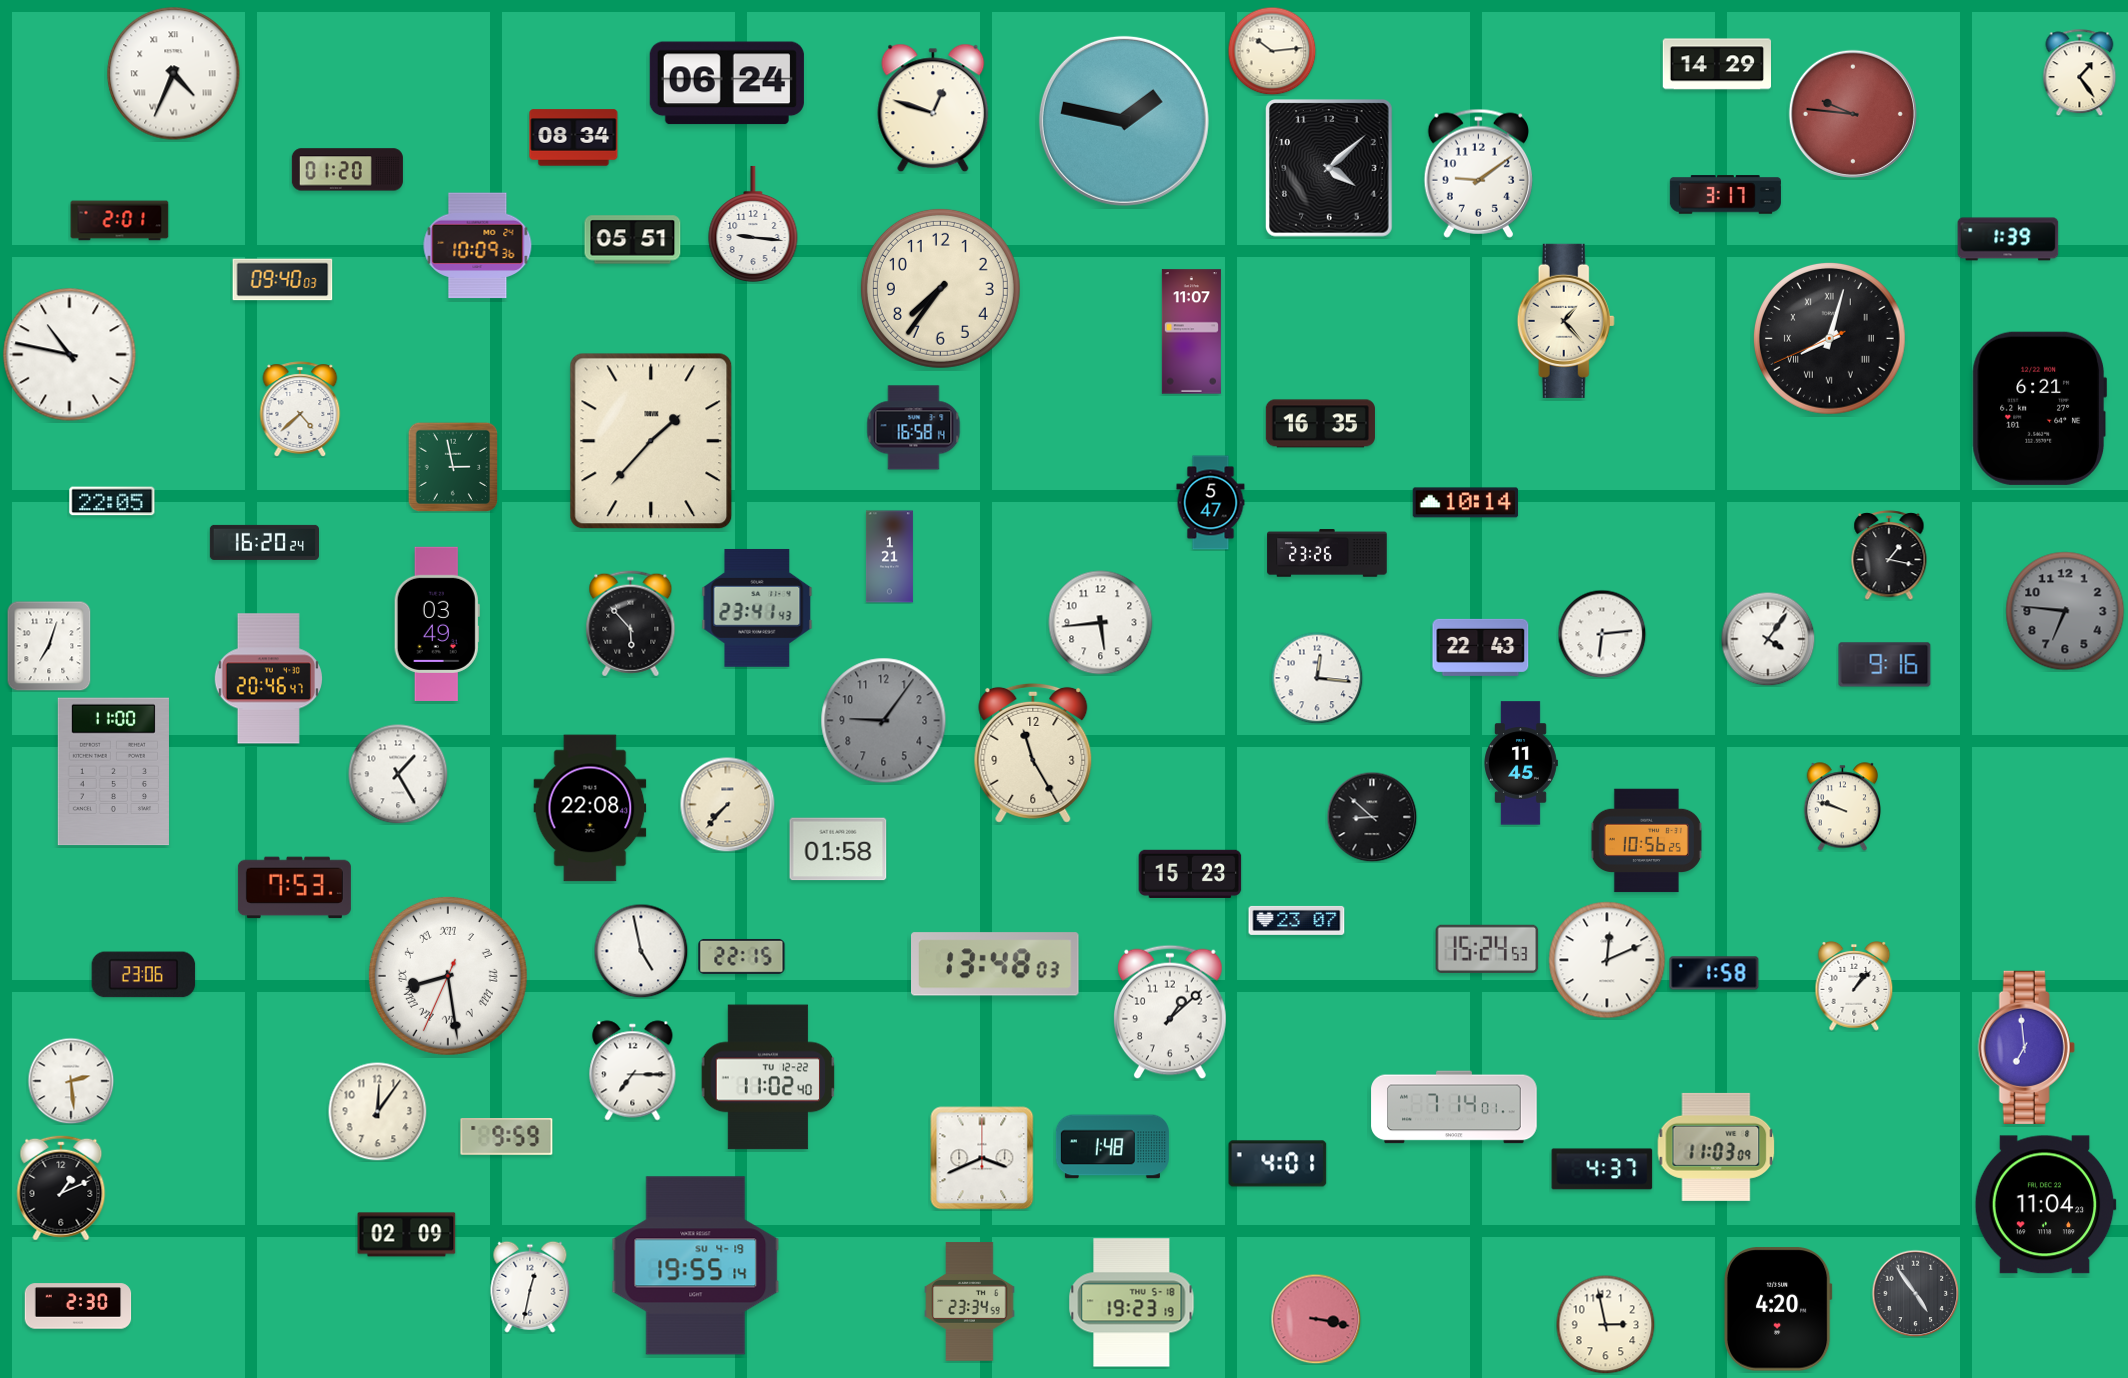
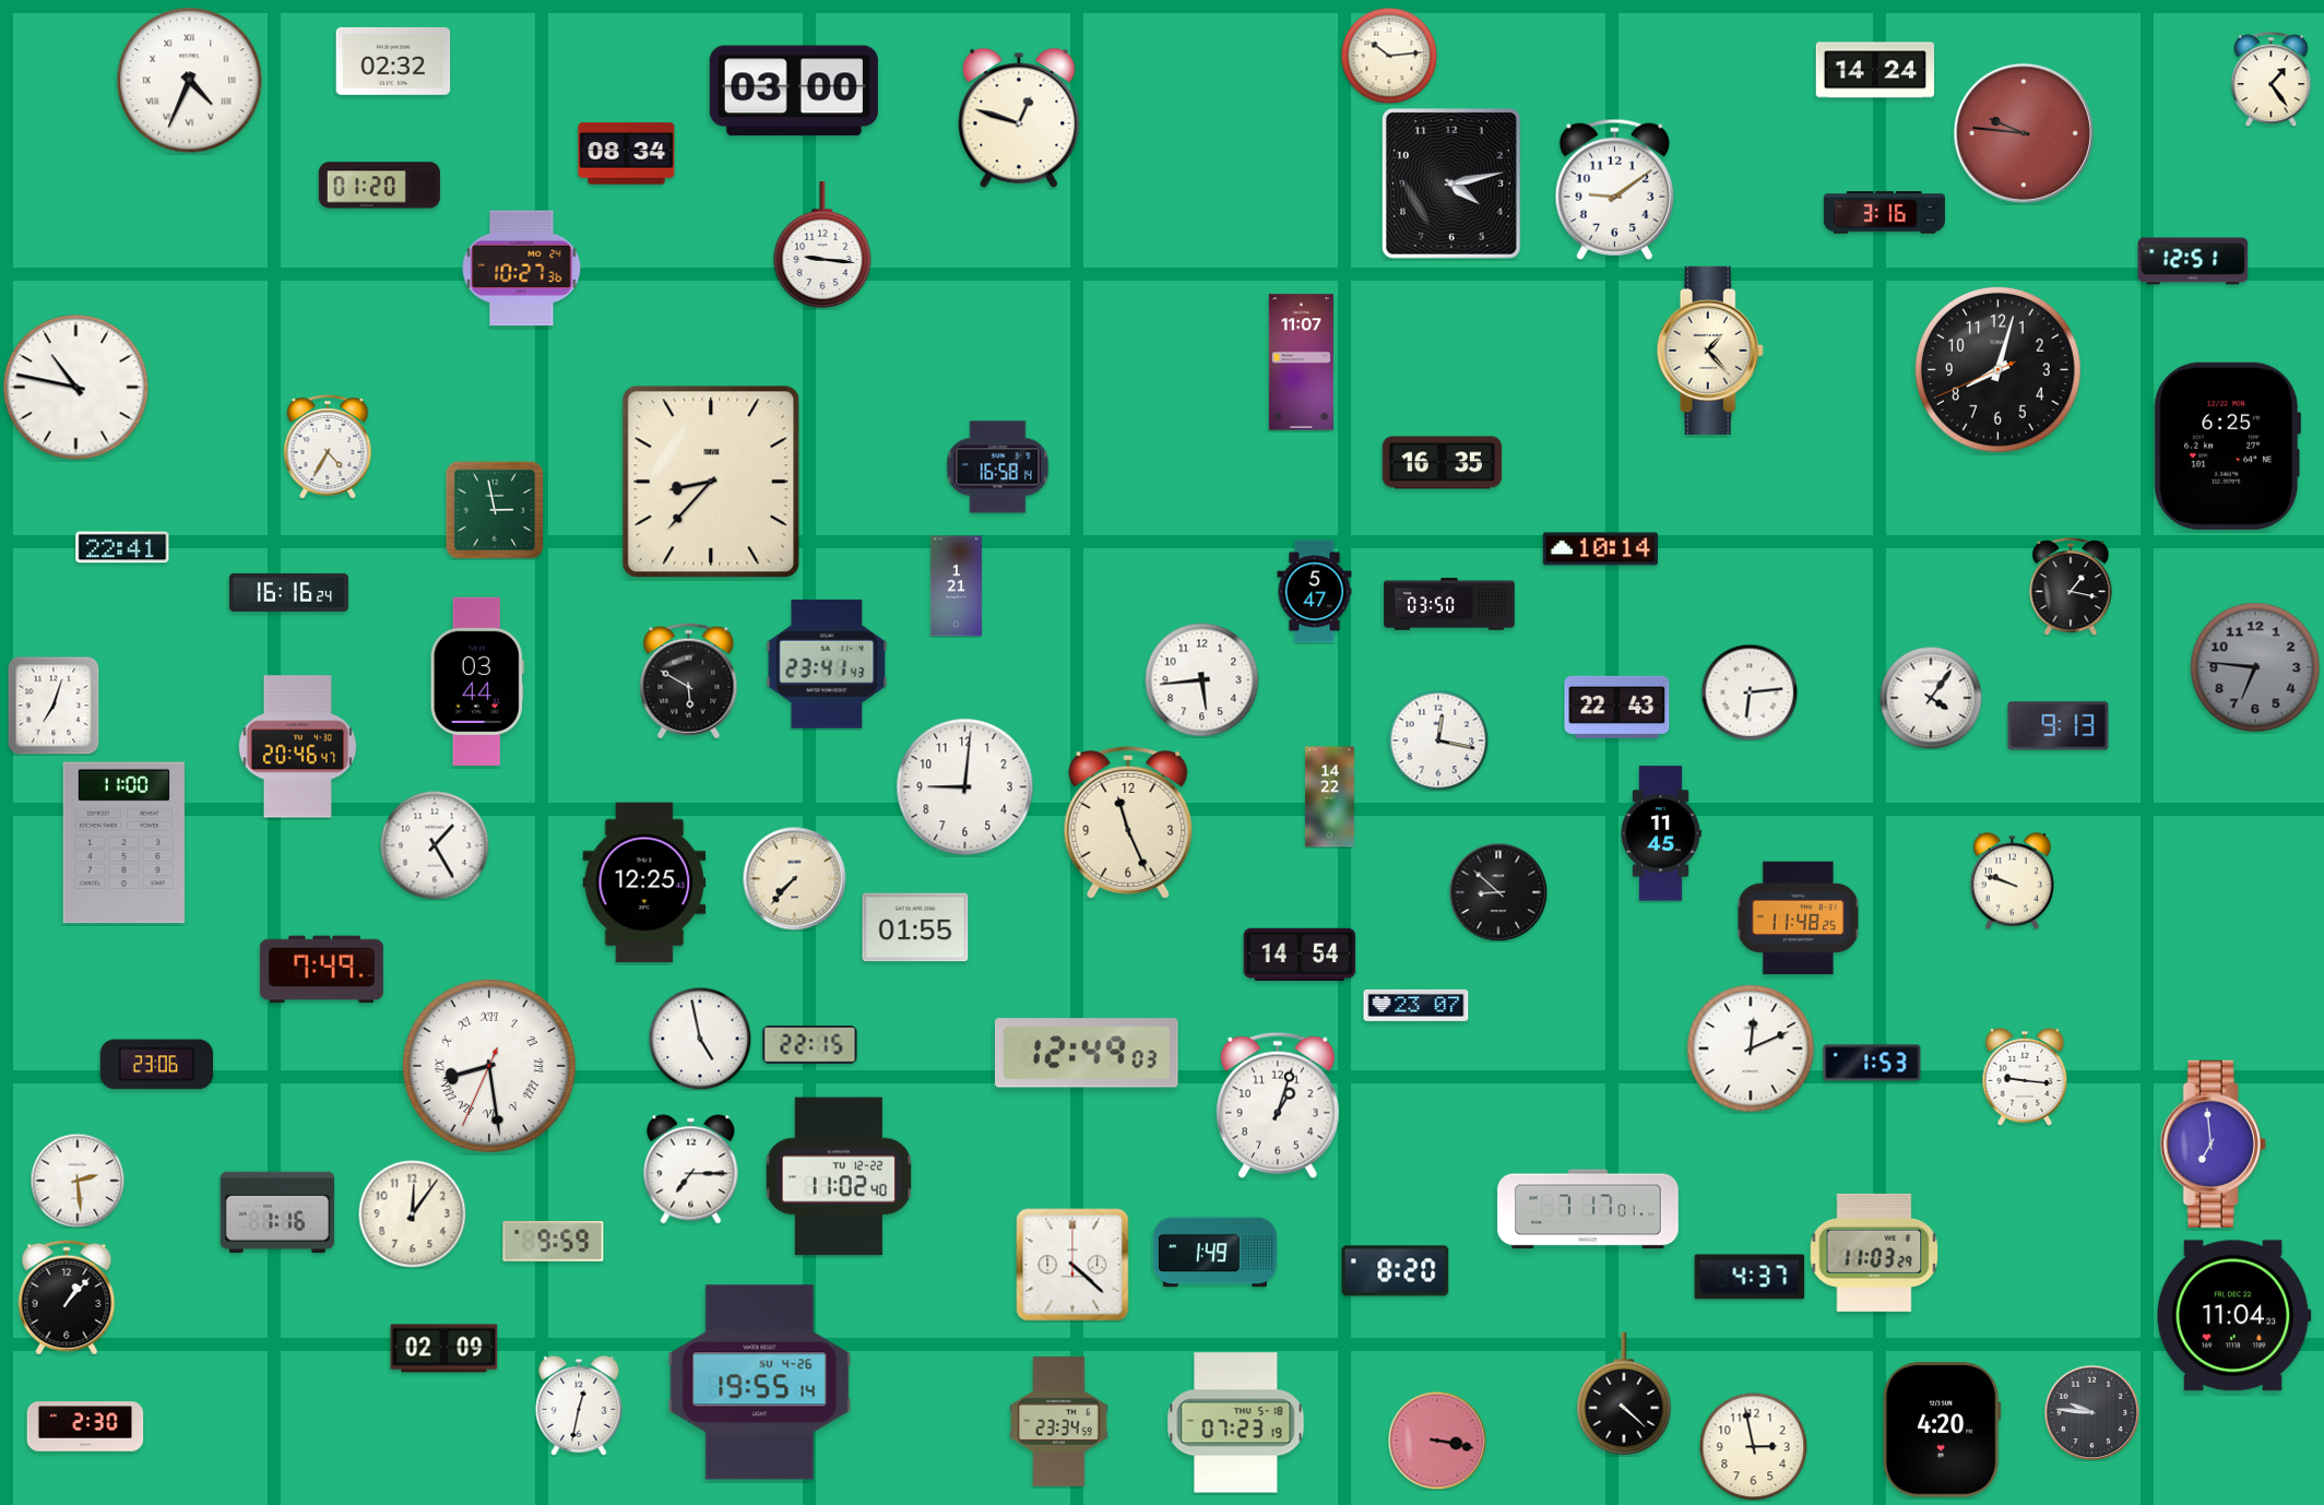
clock at (393, 61): none -> 02:32
clock at (1716, 64): 14:29 -> 14:24
clock at (727, 83): 06:24 -> 03:00
clock at (1853, 114) position: (1853, 114) -> (2024, 133)
clock at (1124, 121): 1:47 -> none
clock at (574, 138) position: (574, 138) -> (627, 154)
clock at (1330, 169): 4:08 -> 4:13
clock at (1725, 195): 3:17 -> 3:16
clock at (120, 221): 2:01 -> none
clock at (2008, 239): 1:39 -> 12:51
clock at (633, 240): 05:51 -> none
clock at (478, 246): 10:09 -> 10:27
clock at (283, 280): 09:40 -> none
clock at (940, 288): 7:36 -> none
clock at (1829, 338) numerals: Roman -> Arabic
clock at (2039, 408): 6:21 -> 6:25
clock at (300, 409): 4:38 -> 4:35
clock at (651, 441): 1:37 -> 8:37
clock at (112, 501): 22:05 -> 22:41
clock at (1211, 503) position: (1211, 503) -> (1315, 592)
clock at (264, 542): 16:20 -> 16:16
clock at (1327, 553): 23:26 -> 03:50
clock at (1889, 556) position: (1889, 556) -> (2071, 588)
clock at (889, 557) position: (889, 557) -> (956, 586)
clock at (437, 624): 03:49 -> 03:44
clock at (631, 624): 5:53 -> 5:50
clock at (1885, 665): 9:16 -> 9:13
clock at (1317, 678): 12:16 -> 12:17
clock at (268, 679) position: (268, 679) -> (297, 747)
clock at (884, 721): 9:06 -> 9:01
clock at (884, 721) dial: grey -> white
clock at (1329, 797): none -> 14:22
clock at (1033, 753): 11:25 -> 11:26
clock at (590, 808): 22:08 -> 12:25
clock at (1646, 841): 10:56 -> 11:48
clock at (838, 849): 01:58 -> 01:55
clock at (1190, 874): 15:23 -> 14:54
clock at (294, 888): 7:53 -> 7:49
clock at (1487, 949): 15:24 -> none
clock at (1607, 960) position: (1607, 960) -> (1751, 1048)
clock at (996, 964): 13:48 -> 12:49
clock at (1714, 973): 1:58 -> 1:53
clock at (1854, 987): 1:07 -> 9:16
clock at (1171, 1012): 1:08 -> 1:03
clock at (1454, 1107): 7:14 -> 7:17
clock at (277, 1212): none -> 1:16
clock at (1112, 1147): 1:48 -> 1:49
clock at (1716, 1147): 11:03:09 -> 11:03:29
clock at (982, 1158): 3:41 -> 4:22
clock at (1278, 1164): 4:01 -> 8:20
clock at (61, 1188): 1:11 -> 1:07
clock at (696, 1266) date: SU 4-19 -> SU 4-26
clock at (1624, 1394): none -> 4:22
clock at (1915, 1293): 4:54 -> 9:46
clock at (1132, 1303): 19:23 -> 07:23
